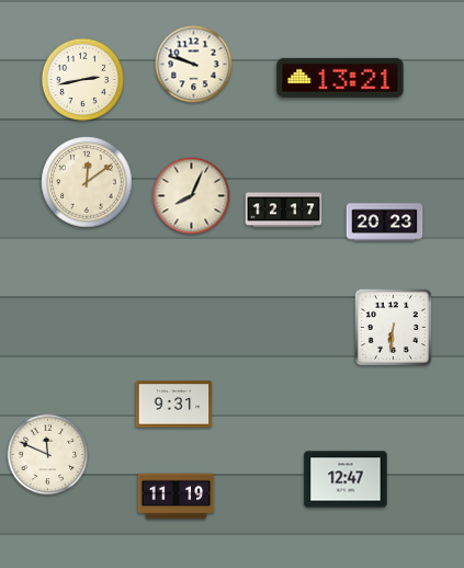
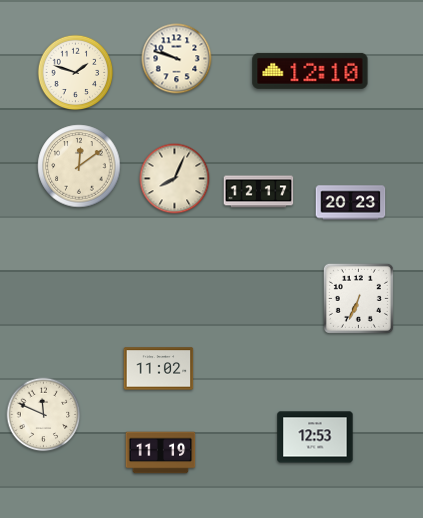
clock at (340, 78): 13:21 -> 12:10
clock at (83, 80): 2:43 -> 1:48
clock at (393, 327): 6:31 -> 6:34
clock at (174, 405): 9:31 -> 11:02
clock at (346, 479): 12:47 -> 12:53
